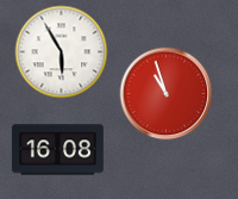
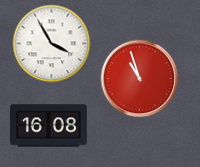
clock at (61, 51): 5:55 -> 3:55
